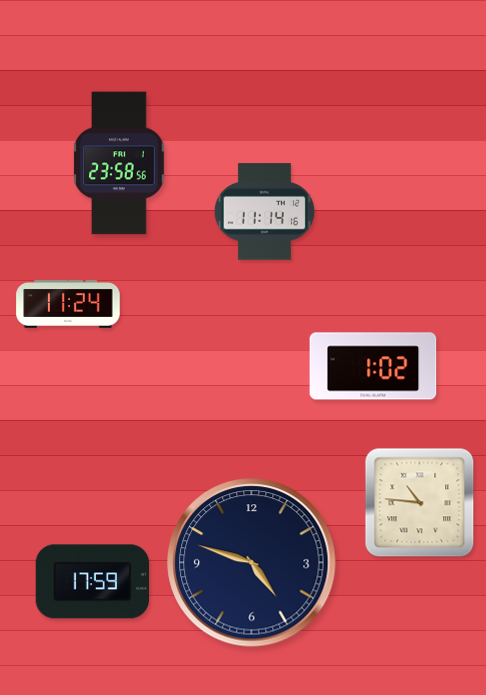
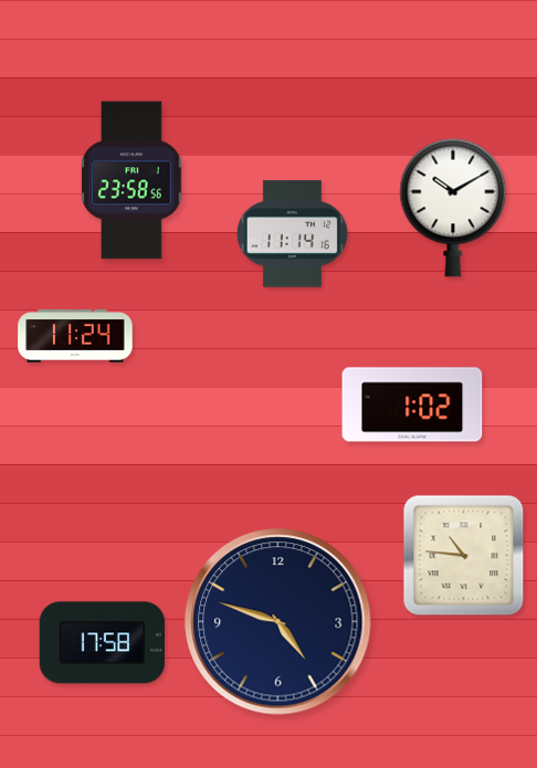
clock at (453, 208): none -> 10:10
clock at (93, 582): 17:59 -> 17:58
